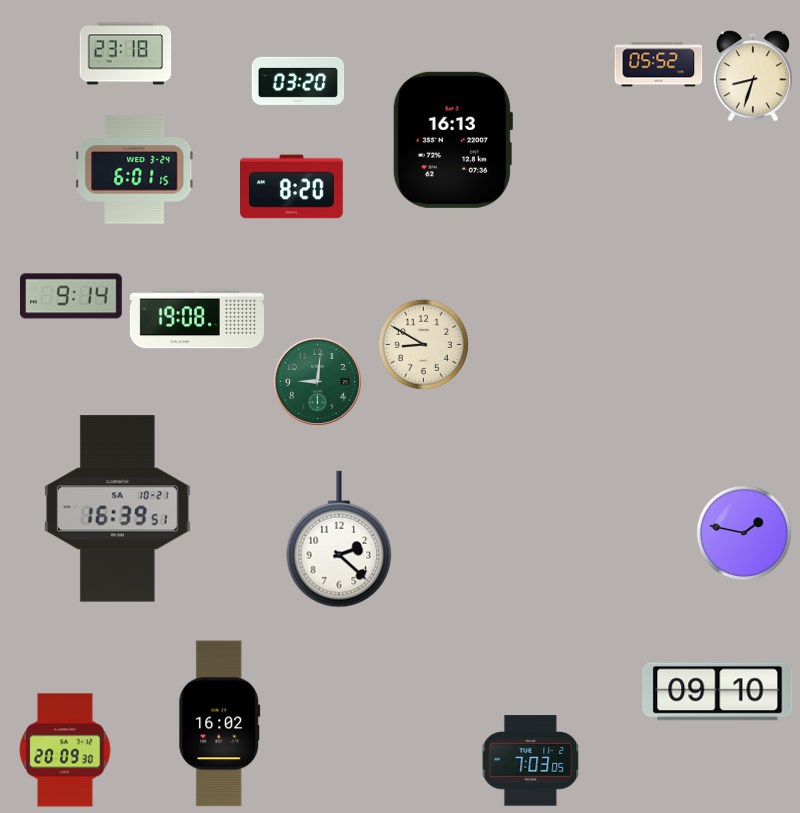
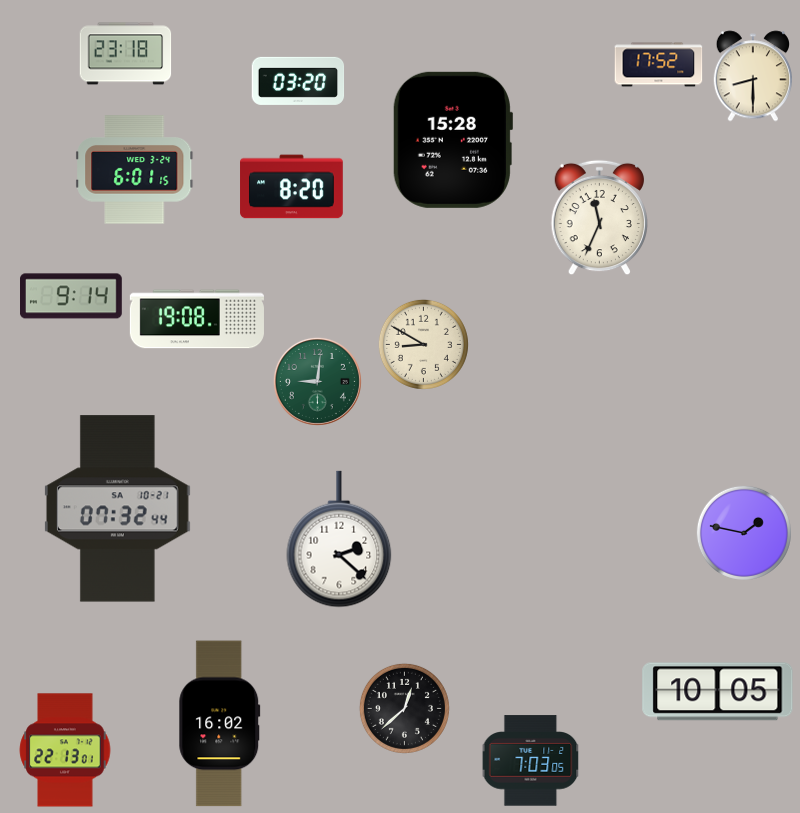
clock at (659, 65): 05:52 -> 17:52
clock at (752, 76): 8:33 -> 8:30
clock at (452, 140): 16:13 -> 15:28
clock at (599, 218): none -> 11:34
clock at (117, 509): 16:39 -> 07:32
clock at (718, 692): 09:10 -> 10:05
clock at (404, 708): none -> 12:38
clock at (65, 750): 20:09 -> 22:13
